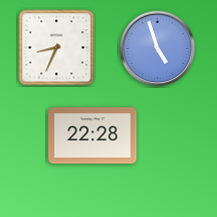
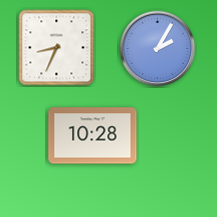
clock at (158, 49): 4:57 -> 2:05
clock at (93, 136): 22:28 -> 10:28
